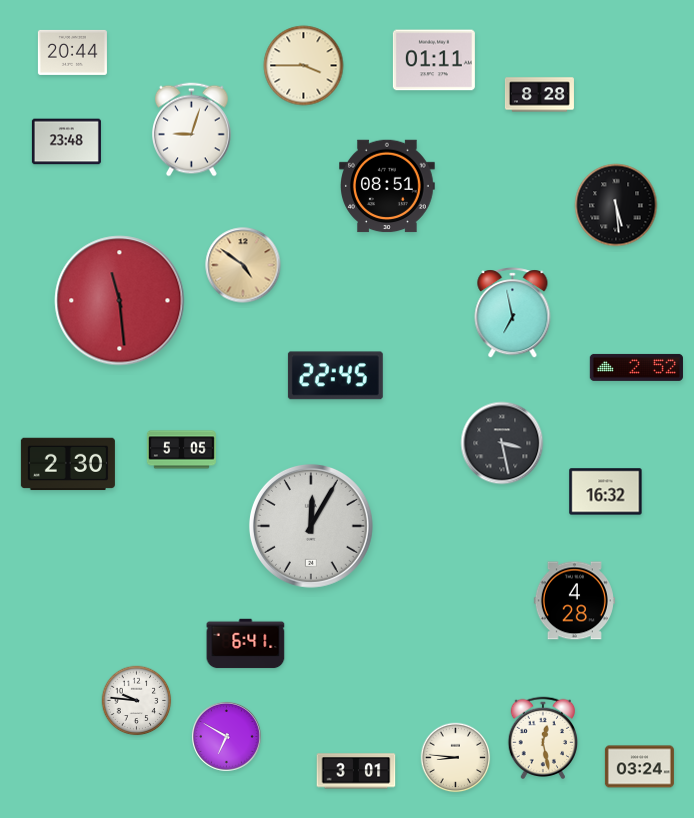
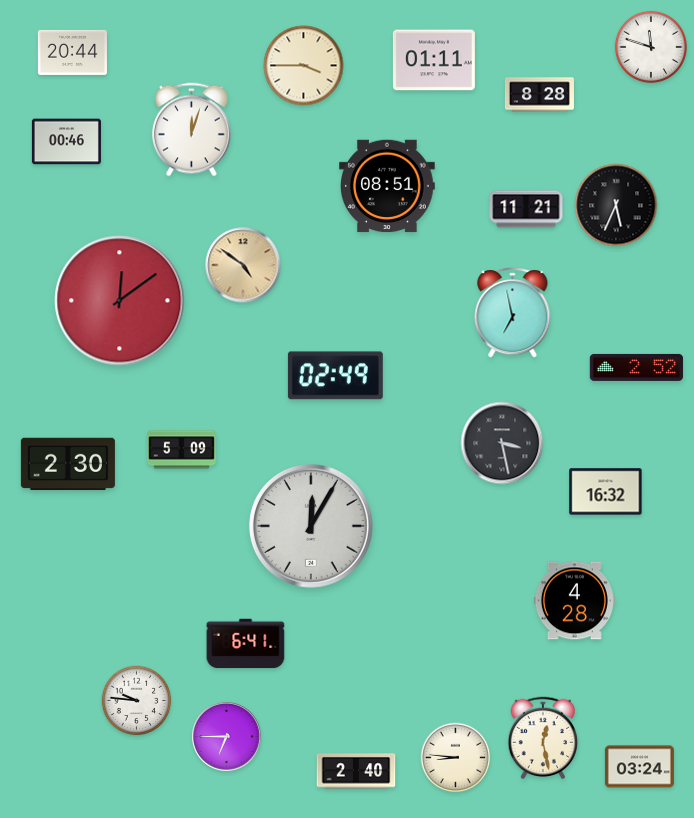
clock at (651, 47): none -> 11:48
clock at (192, 130): 9:03 -> 12:03
clock at (66, 142): 23:48 -> 00:46
clock at (616, 205): 5:29 -> 5:34
clock at (526, 209): none -> 11:21
clock at (120, 301): 11:29 -> 12:09
clock at (335, 376): 22:45 -> 02:49
clock at (181, 450): 5:05 -> 5:09
clock at (227, 737): 6:50 -> 6:45
clock at (356, 771): 3:01 -> 2:40
